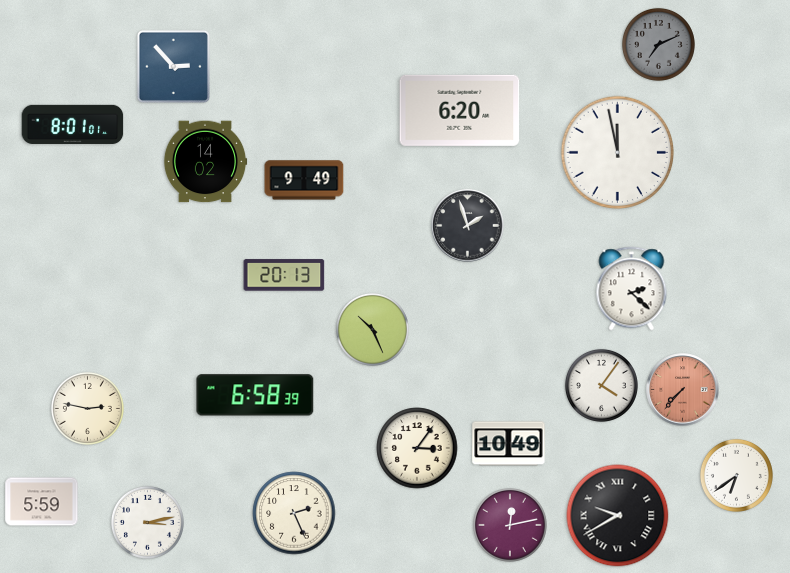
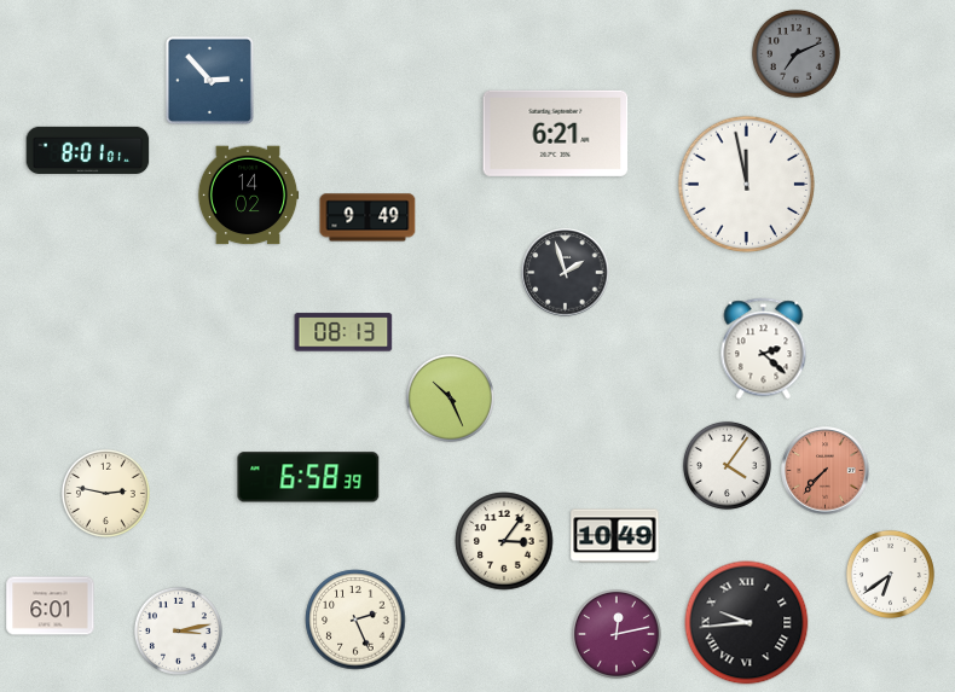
clock at (460, 110): 6:20 -> 6:21
clock at (284, 275): 20:13 -> 08:13
clock at (42, 502): 5:59 -> 6:01
clock at (618, 516): 9:40 -> 9:44
